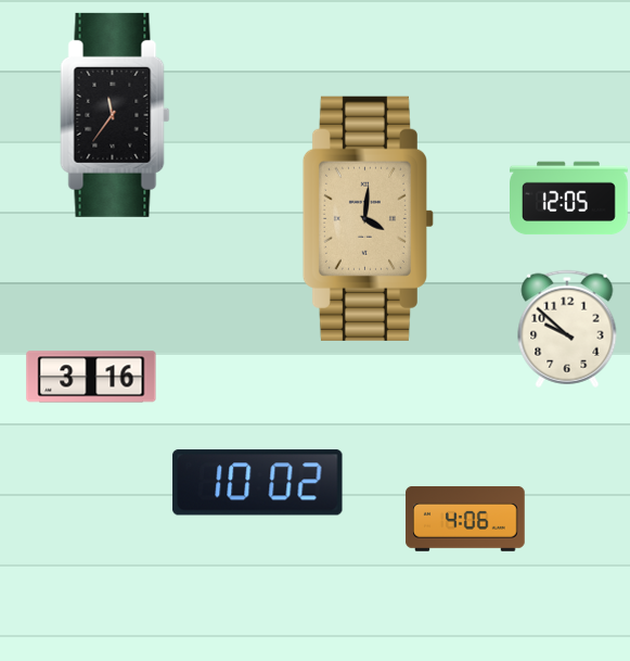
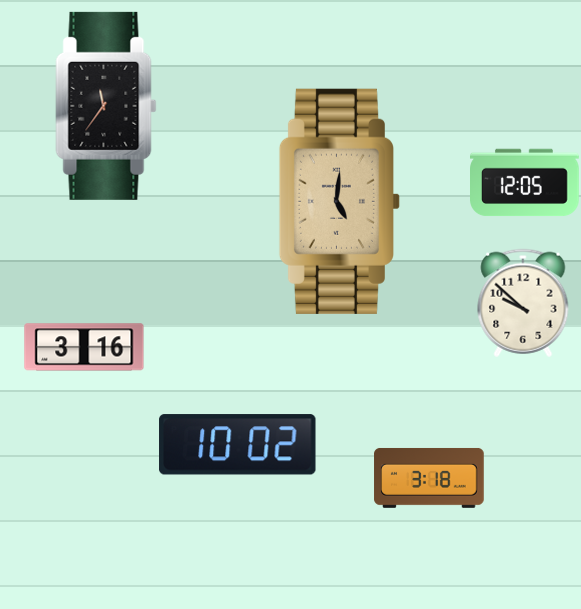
clock at (368, 218): 4:01 -> 5:01
clock at (465, 519): 4:06 -> 3:18
